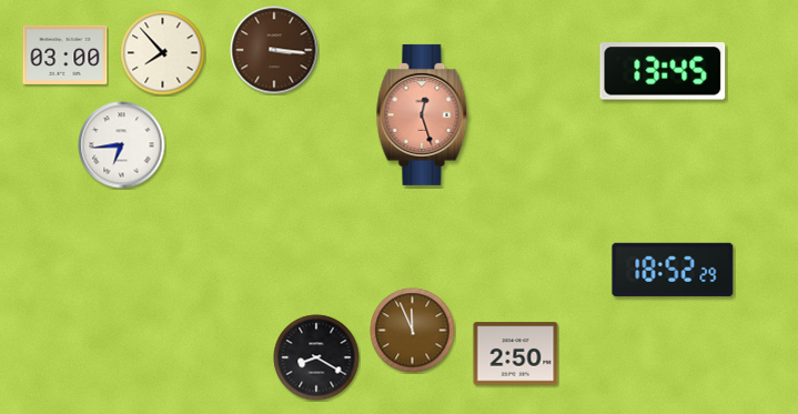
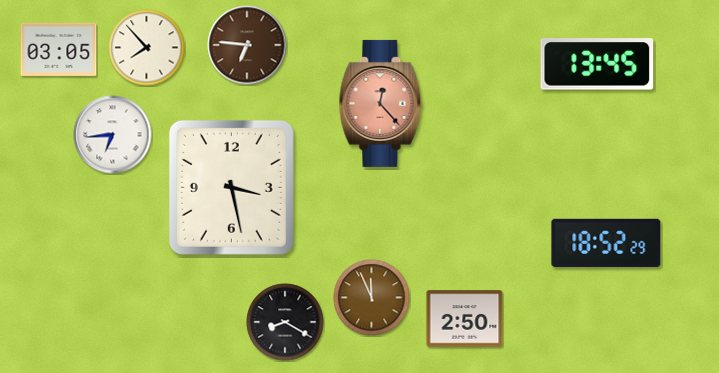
clock at (274, 50): 3:16 -> 6:46
clock at (65, 54): 03:00 -> 03:05
clock at (423, 114): 12:27 -> 12:23
clock at (122, 145) position: (122, 145) -> (113, 135)
clock at (231, 187): none -> 3:28
